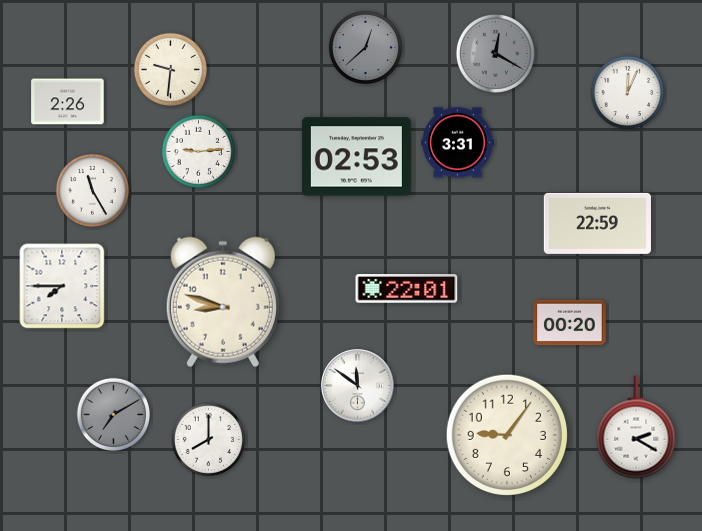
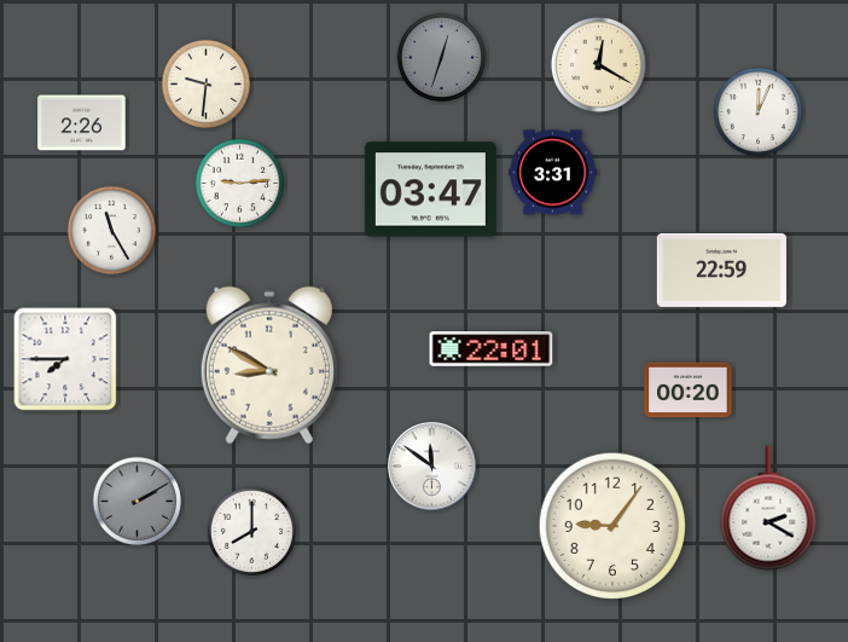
clock at (365, 47): 12:38 -> 12:33
clock at (495, 53) dial: grey -> cream
clock at (356, 157): 02:53 -> 03:47
clock at (62, 286) position: (62, 286) -> (65, 359)
clock at (223, 302): 8:48 -> 8:50
clock at (113, 414): 7:10 -> 2:10
clock at (636, 427) position: (636, 427) -> (768, 508)
